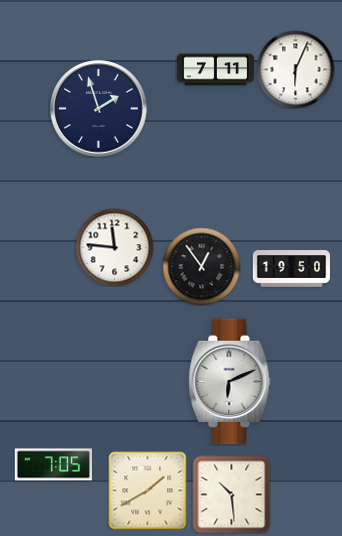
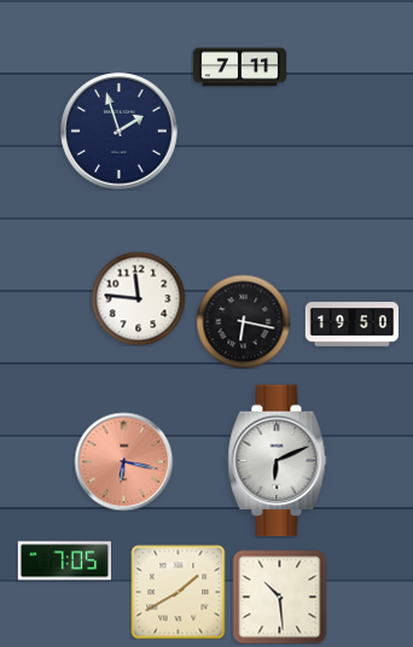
clock at (295, 69): 6:04 -> none
clock at (215, 70) position: (215, 70) -> (239, 68)
clock at (201, 266): 12:54 -> 6:17
clock at (123, 461): none -> 6:17
